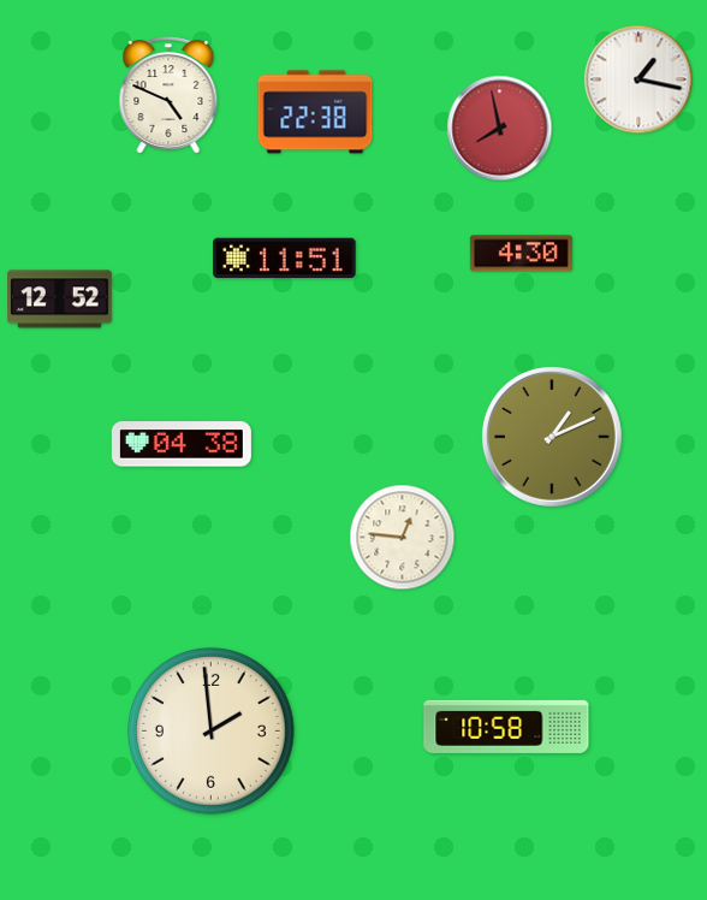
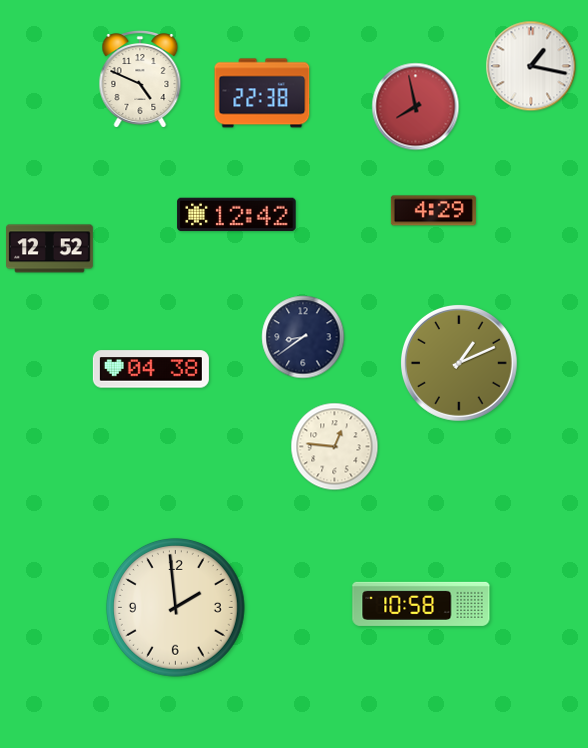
clock at (521, 254): 4:30 -> 4:29
clock at (285, 259): 11:51 -> 12:42
clock at (303, 337): none -> 8:39
